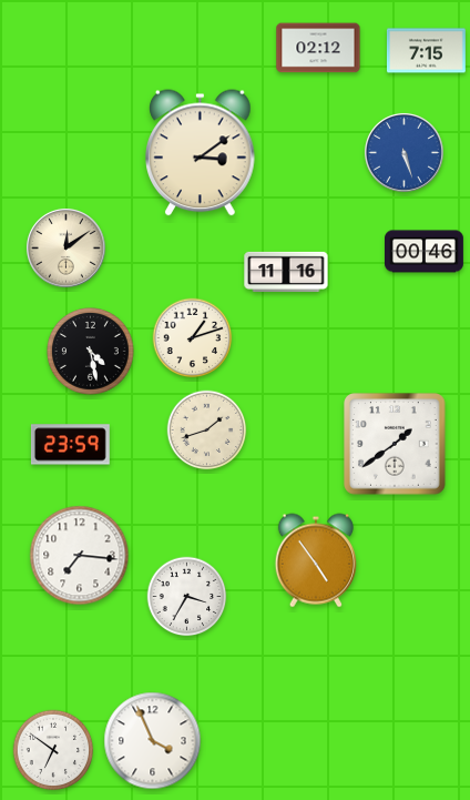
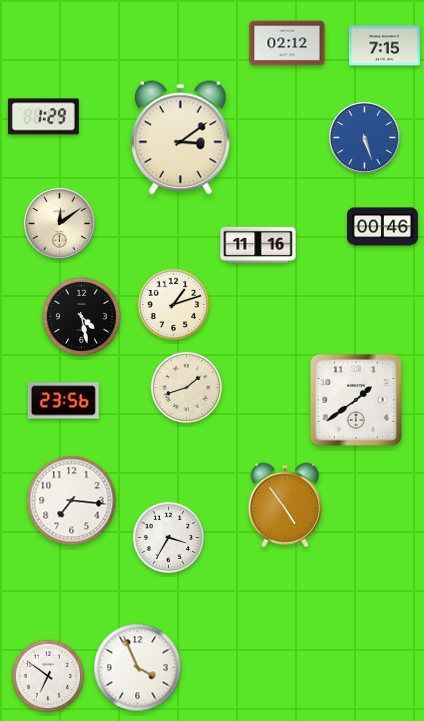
clock at (43, 117): none -> 1:29
clock at (70, 445): 23:59 -> 23:56
